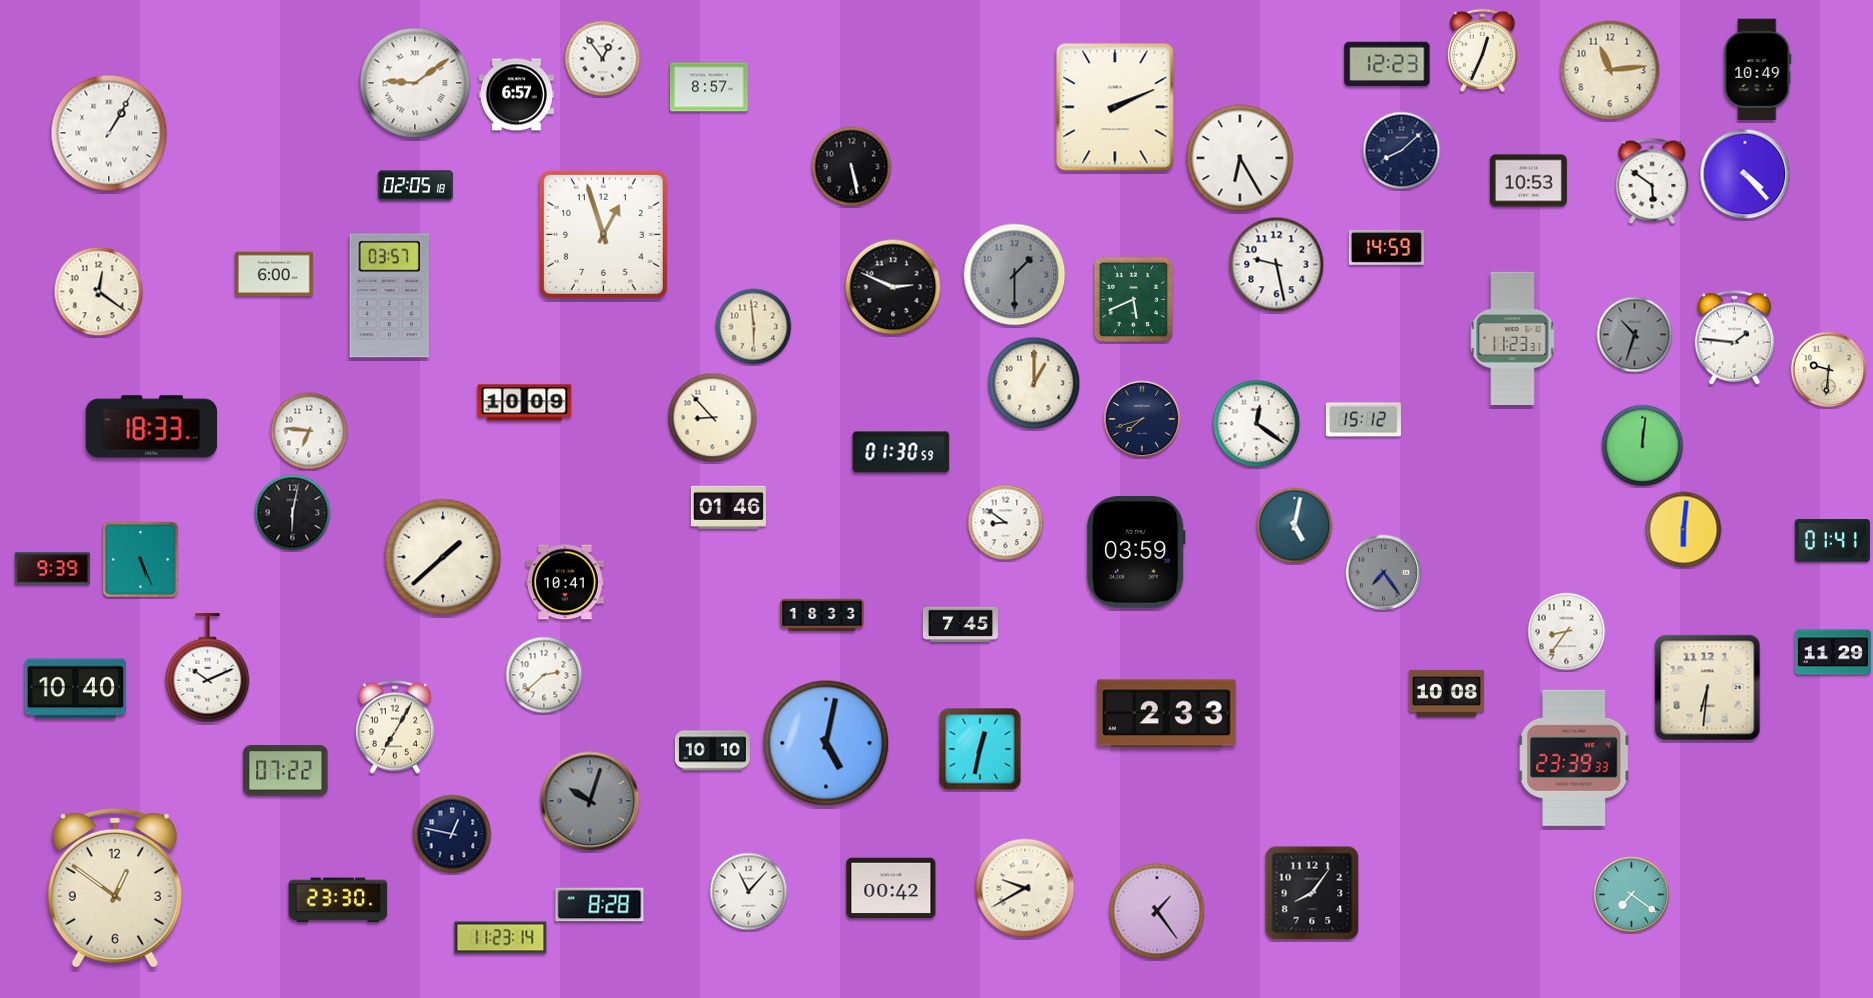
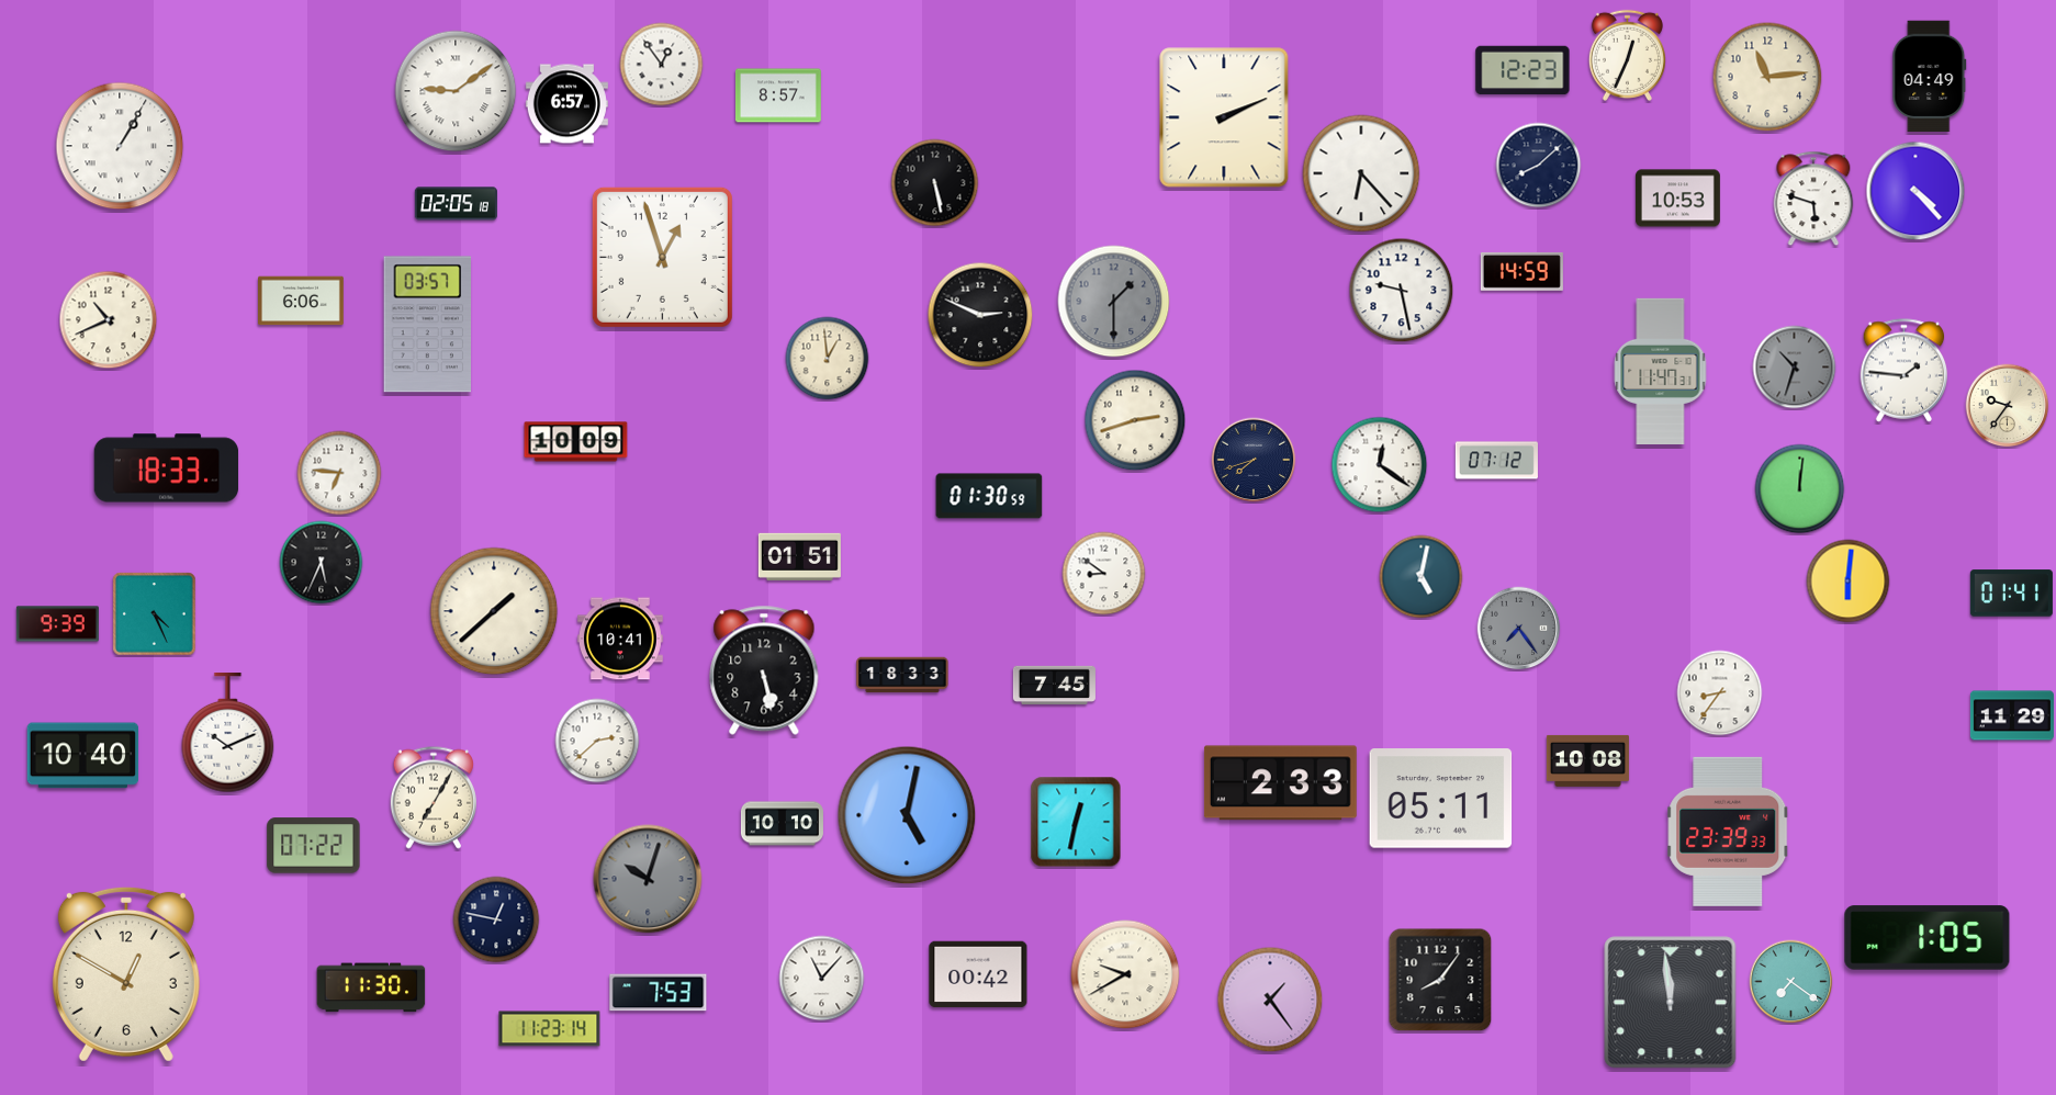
clock at (1758, 70): 10:49 -> 04:49
clock at (1240, 158): 6:25 -> 6:23
clock at (1652, 181): 5:51 -> 5:48
clock at (275, 274): 6:00 -> 6:06
clock at (99, 292): 12:21 -> 10:41
clock at (1134, 300): 5:41 -> none
clock at (754, 327): 5:59 -> 12:59
clock at (1513, 338): 11:23 -> 11:47
clock at (1829, 370): 9:31 -> 9:36
clock at (1034, 383): 1:00 -> 2:42
clock at (713, 418): 8:53 -> none
clock at (1363, 420): 15:12 -> 07:12
clock at (1643, 446) position: (1643, 446) -> (1800, 489)
clock at (728, 507): 01:46 -> 01:51
clock at (293, 513): 6:02 -> 5:34
clock at (1136, 552): 03:59 -> none
clock at (443, 557) position: (443, 557) -> (494, 611)
clock at (141, 560): 5:26 -> 4:26
clock at (764, 670): none -> 5:28
clock at (1708, 688): 6:31 -> none
clock at (1441, 799): none -> 05:11
clock at (452, 834) position: (452, 834) -> (496, 919)
clock at (1928, 938): none -> 1:05
clock at (115, 888): 12:51 -> 12:50
clock at (338, 900): 23:30 -> 11:30
clock at (600, 905): 8:28 -> 7:53
clock at (1671, 1003): none -> 11:59
